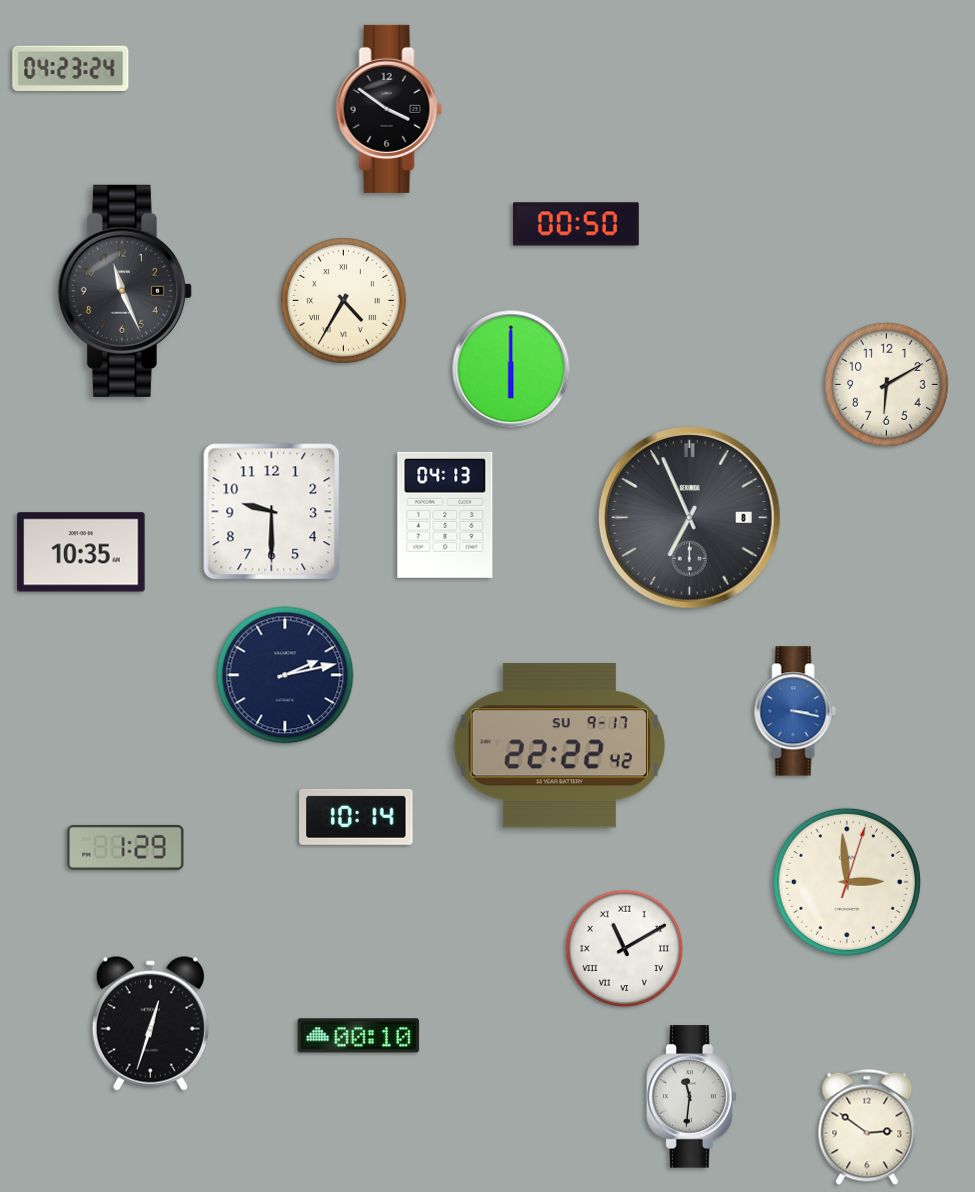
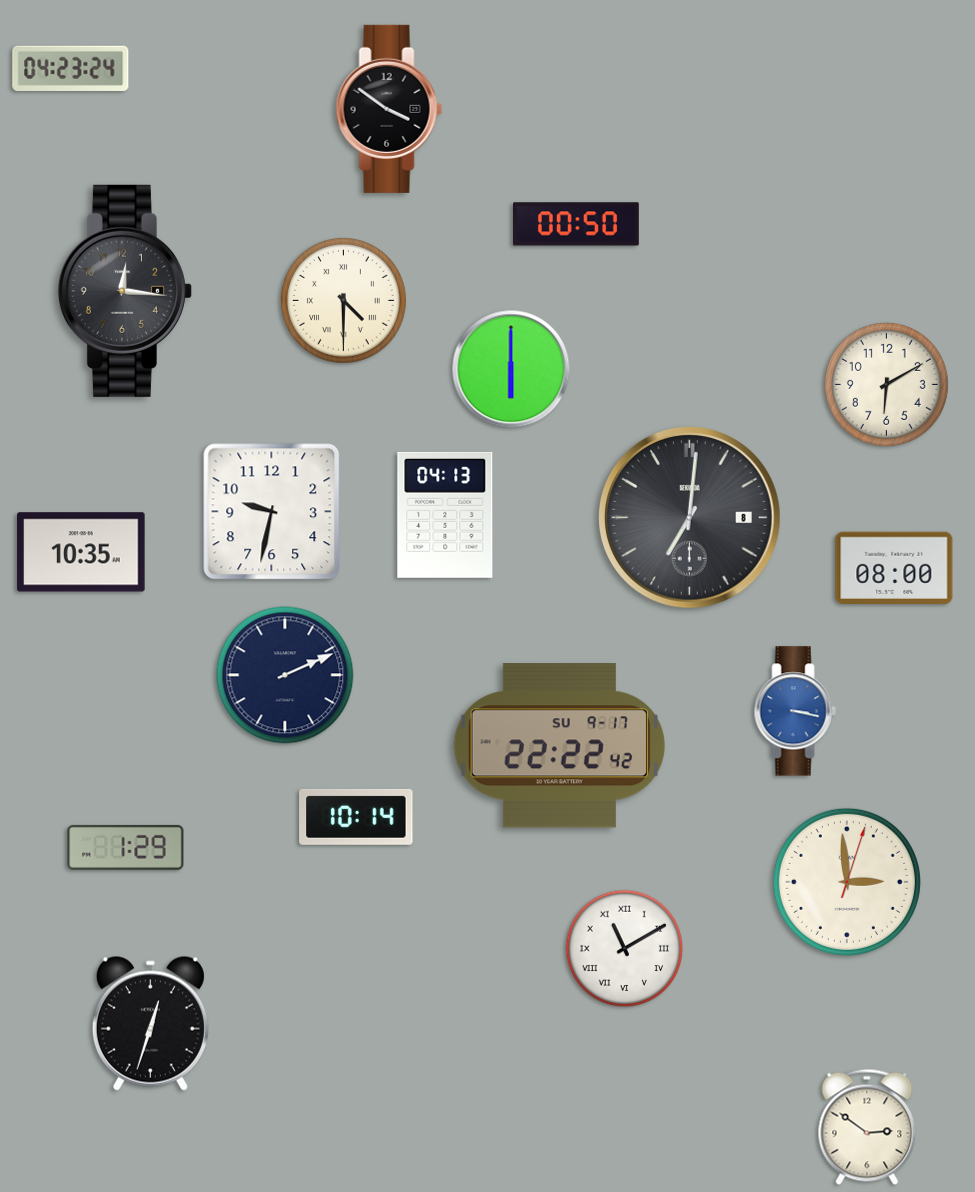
clock at (125, 291): 11:26 -> 12:16
clock at (344, 301): 4:35 -> 4:30
clock at (272, 512): 9:30 -> 9:32
clock at (689, 517): 6:56 -> 7:01
clock at (894, 568): none -> 08:00
clock at (285, 675): 2:13 -> 2:11
clock at (359, 1036): 00:10 -> none
clock at (692, 1097): 11:31 -> none
